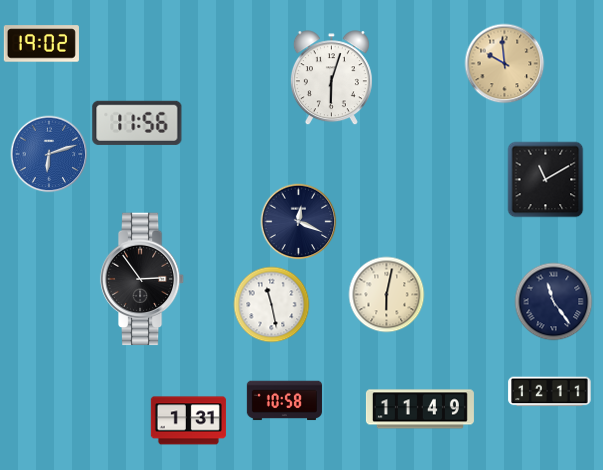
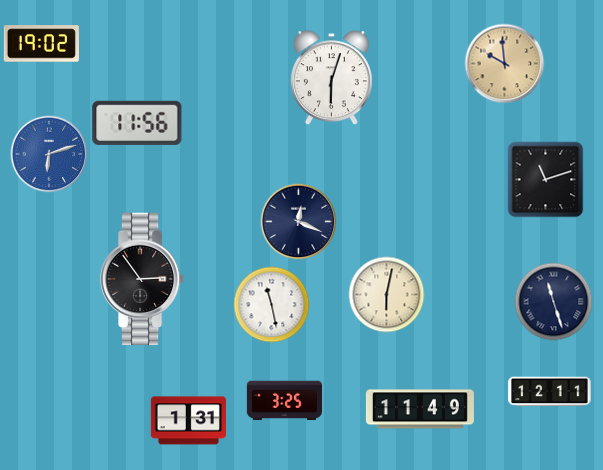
clock at (546, 180): 11:10 -> 11:12
clock at (554, 302): 11:24 -> 11:27
clock at (284, 401): 10:58 -> 3:25
